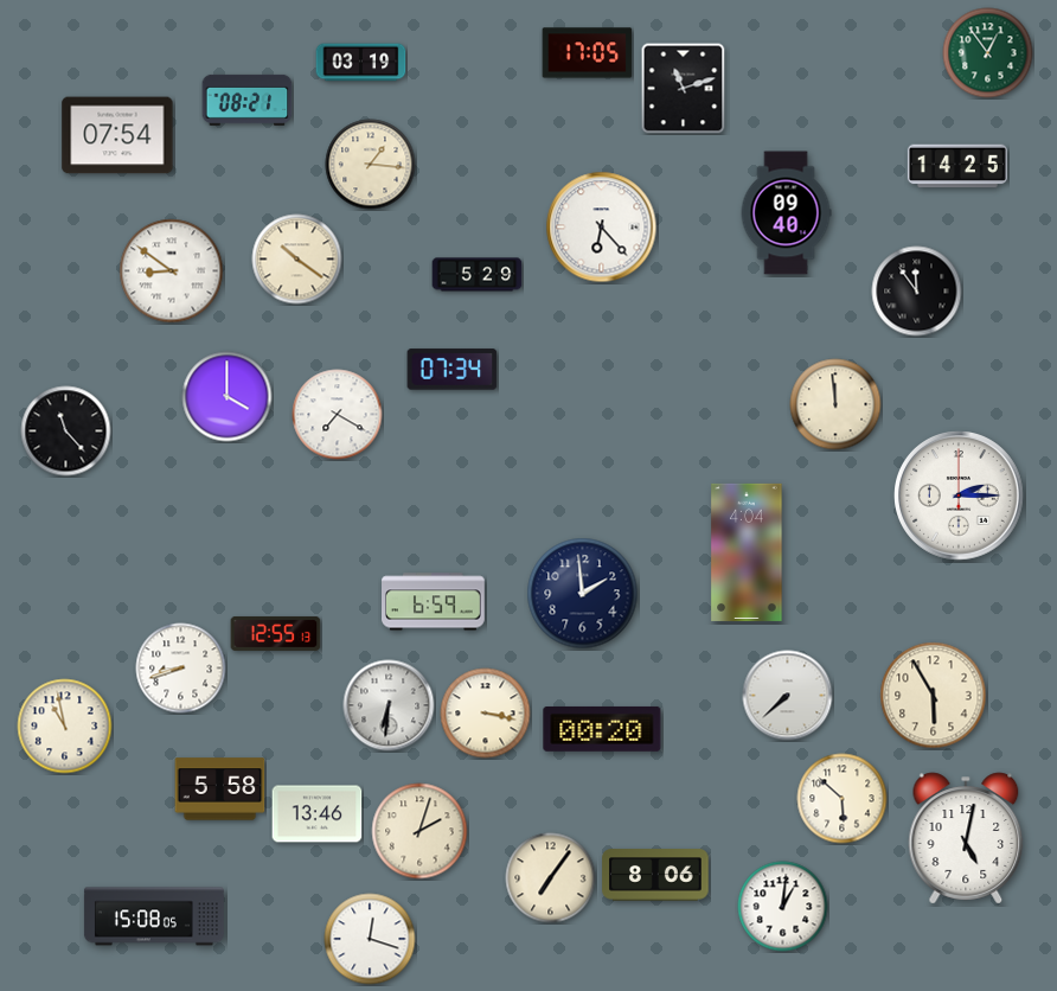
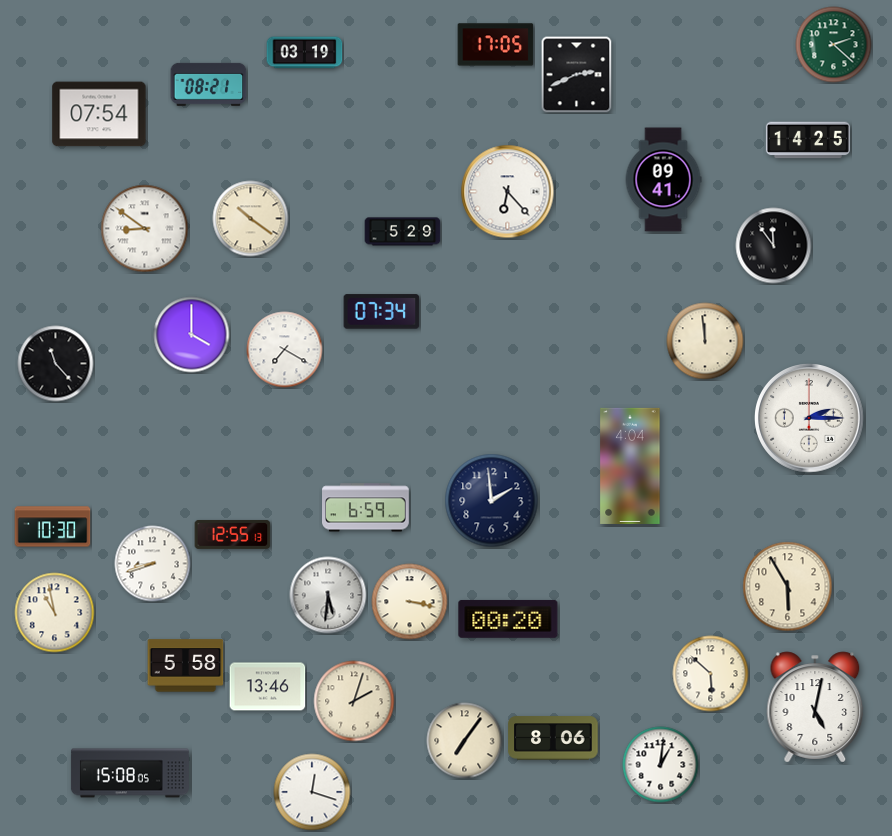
clock at (988, 53): 12:54 -> 2:22
clock at (684, 89): 11:12 -> 2:41
clock at (371, 165): 1:16 -> none
clock at (786, 213): 09:40 -> 09:41
clock at (53, 527): none -> 10:30
clock at (788, 696): 7:38 -> none
clock at (389, 705): 6:31 -> 5:31
clock at (602, 729) position: (602, 729) -> (508, 619)
